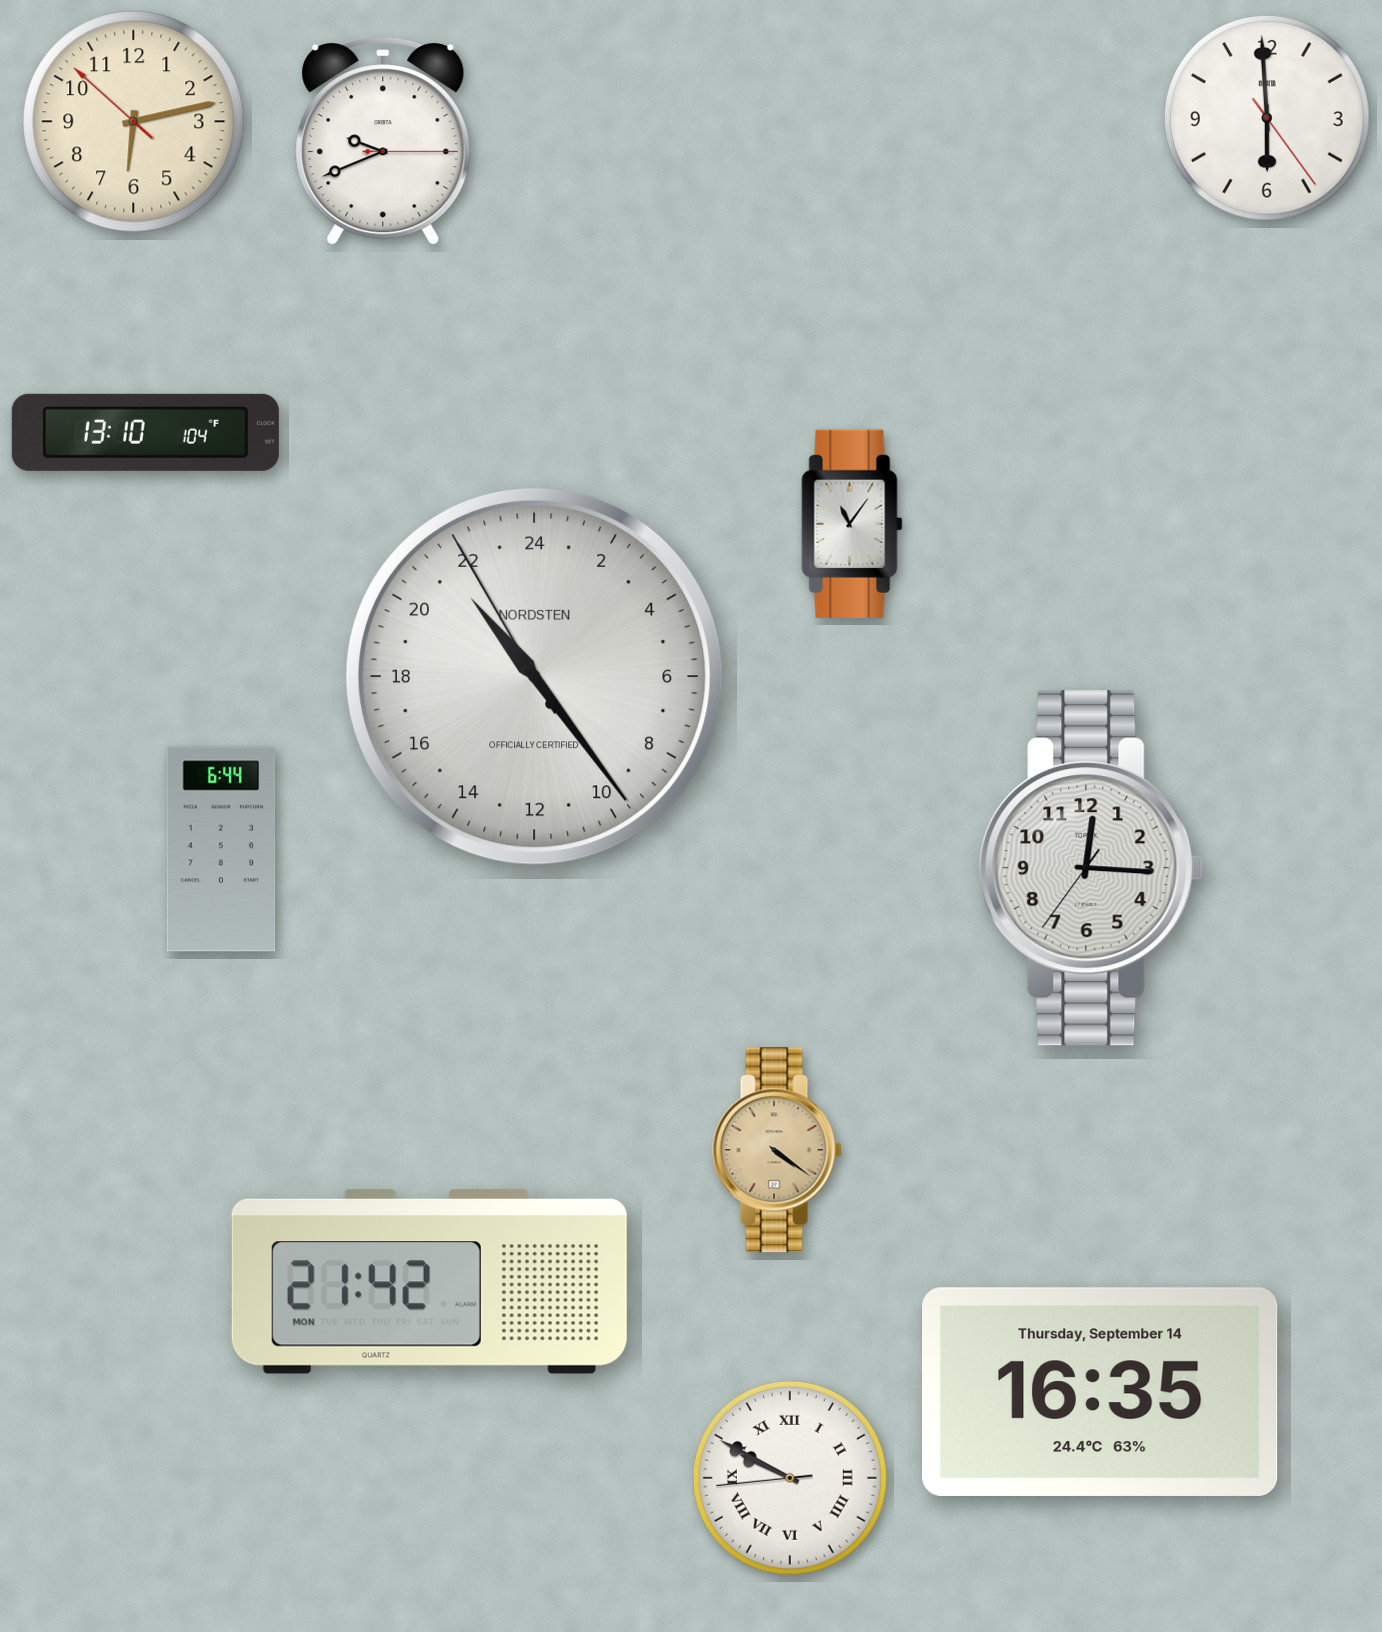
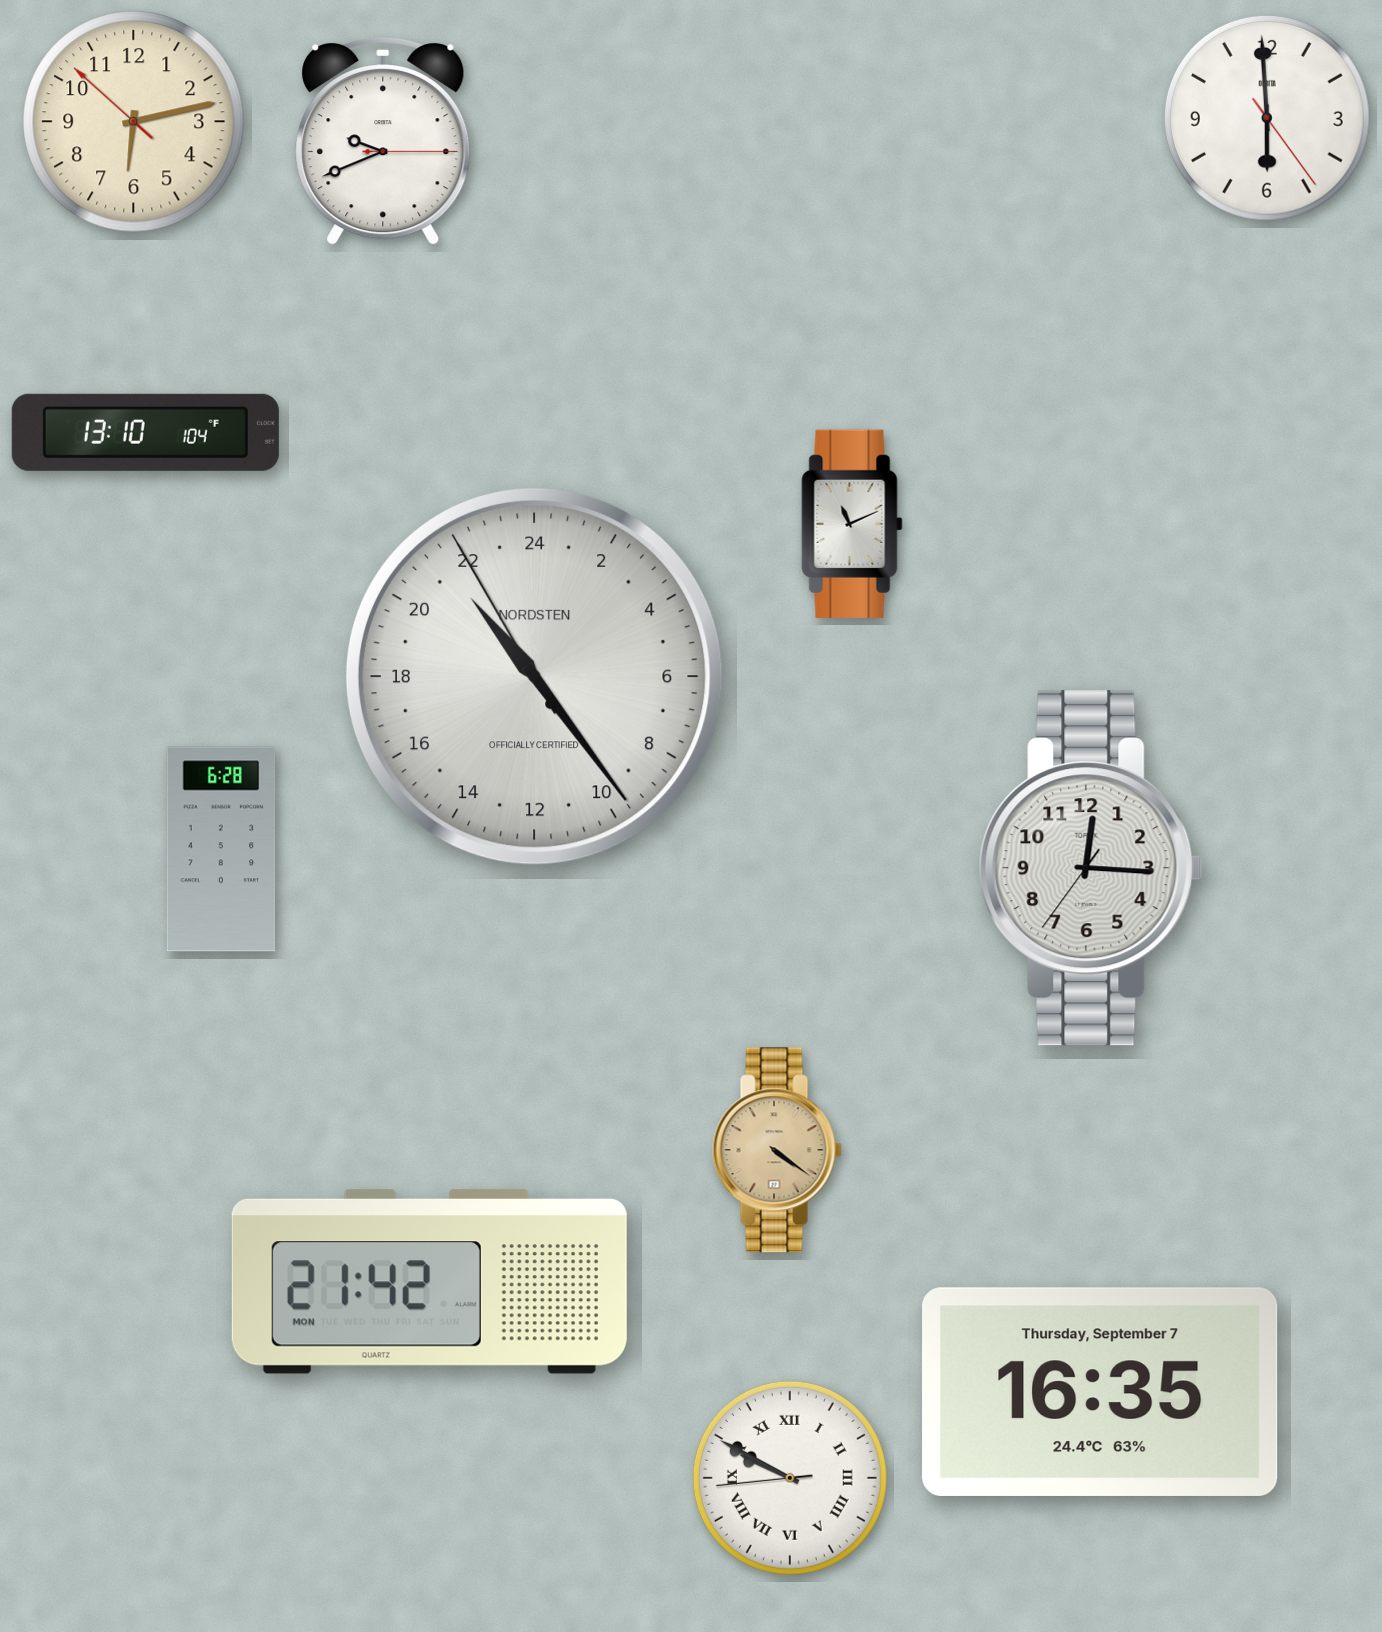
clock at (852, 524): 11:06 -> 11:11
clock at (221, 849): 6:44 -> 6:28
clock at (1100, 1392) date: Thursday, September 14 -> Thursday, September 7
